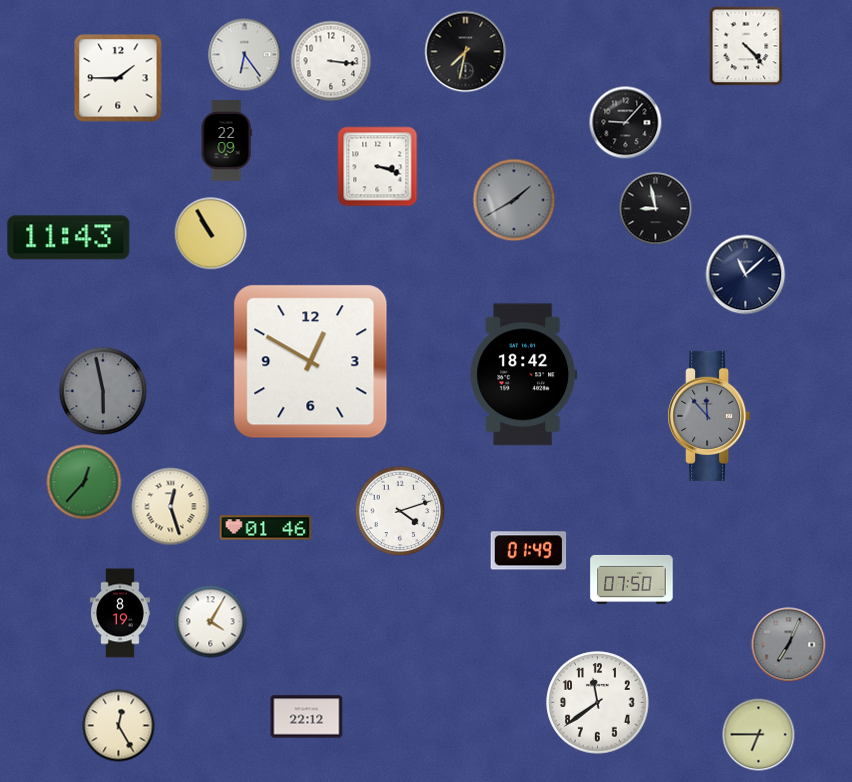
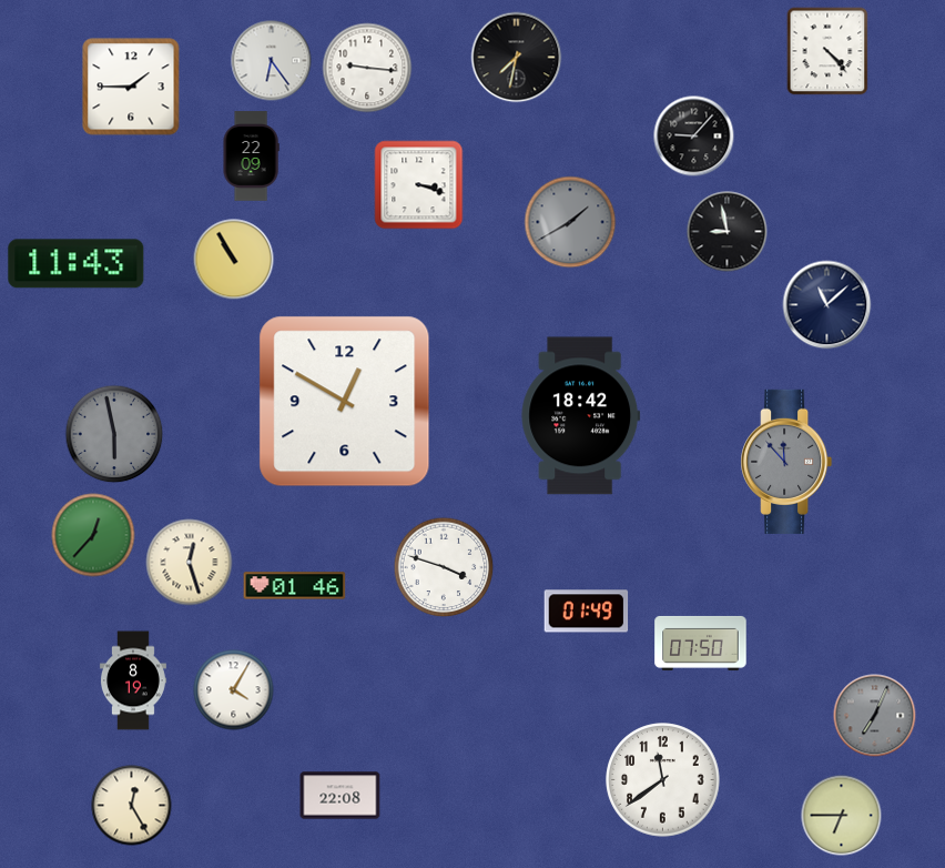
clock at (331, 61): 3:16 -> 9:16
clock at (400, 511): 4:12 -> 3:48
clock at (307, 717): 22:12 -> 22:08
